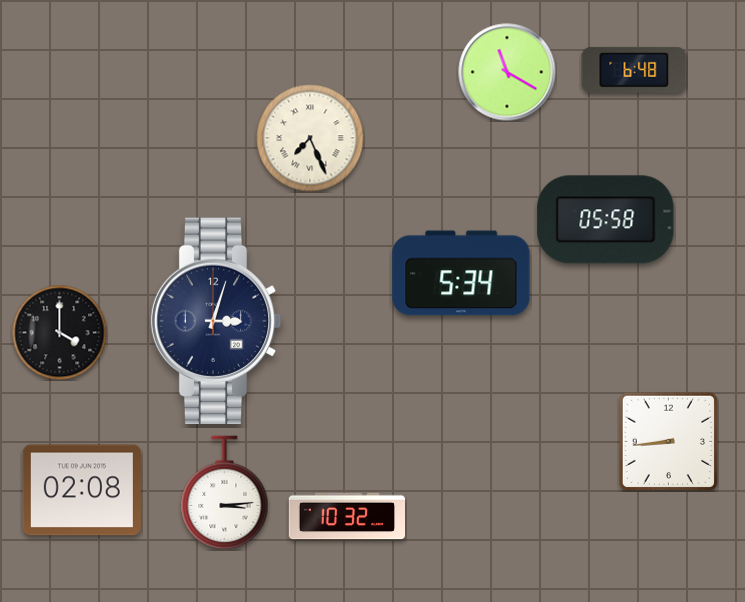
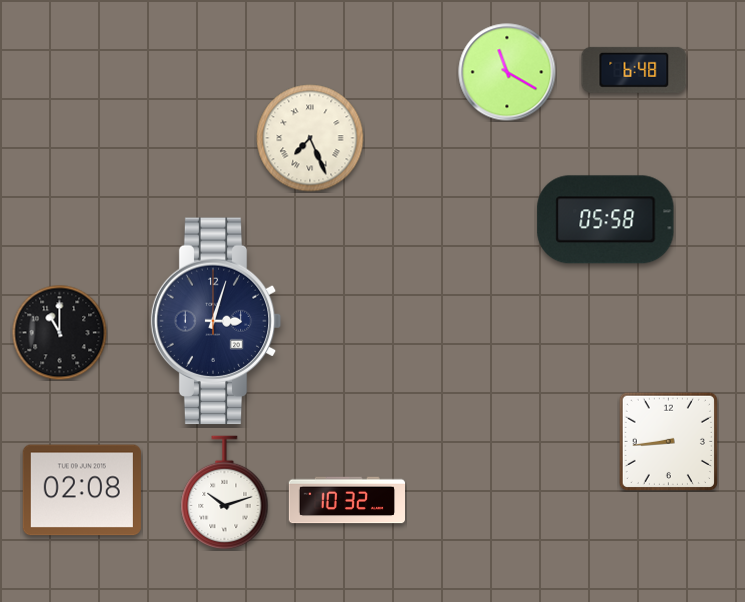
clock at (461, 273): 5:34 -> none
clock at (59, 332): 4:00 -> 11:00
clock at (225, 493): 3:14 -> 10:12
clock at (346, 516) position: (346, 516) -> (346, 500)
